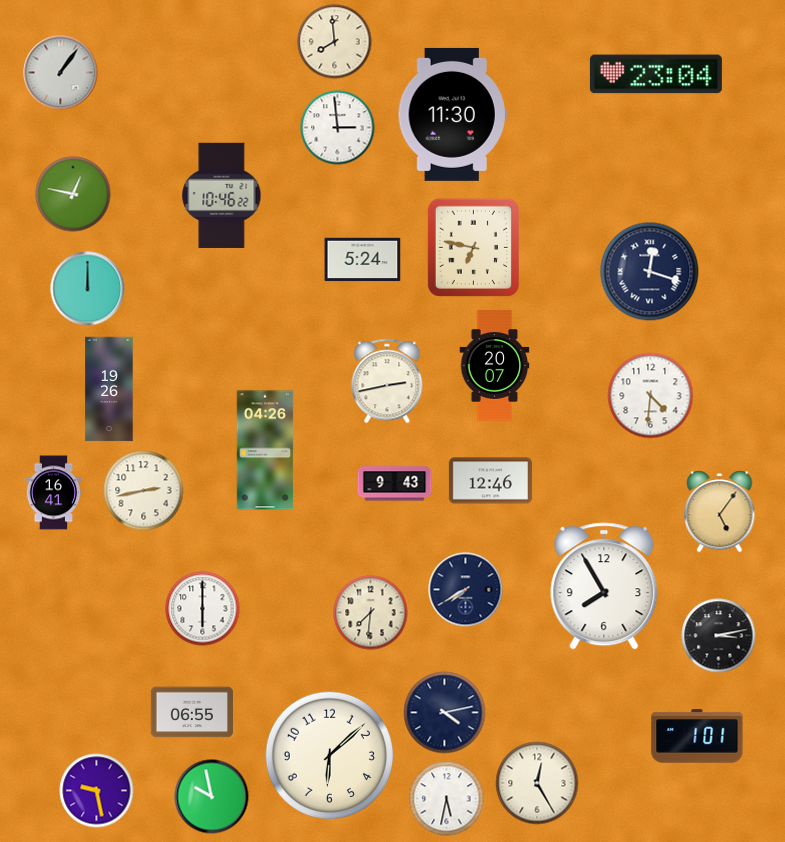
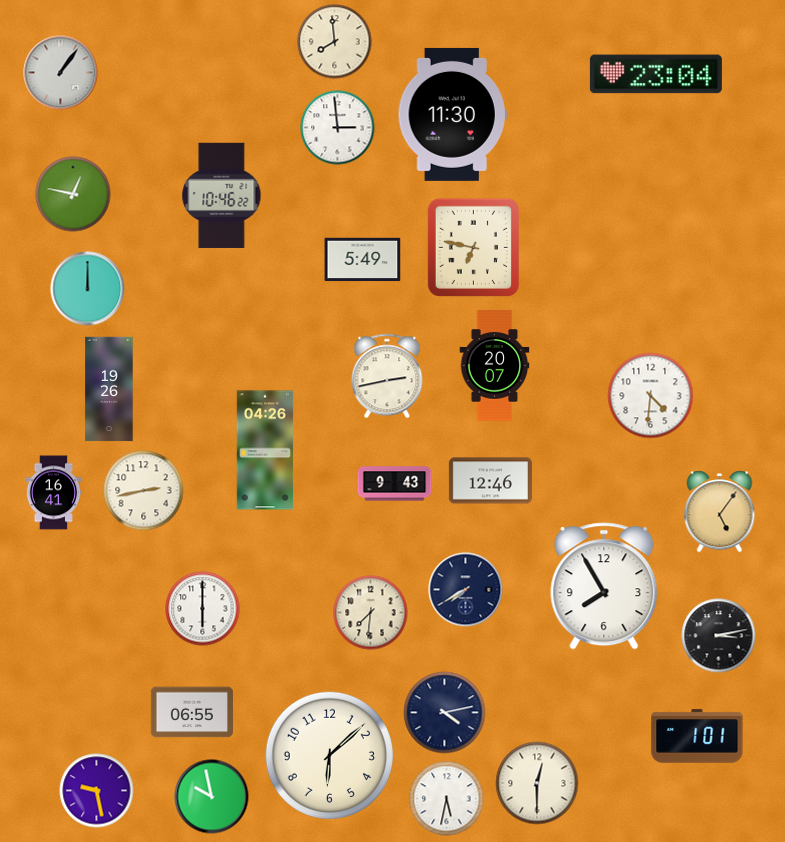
clock at (363, 260): 5:24 -> 5:49
clock at (650, 272): 12:18 -> none
clock at (387, 381) position: (387, 381) -> (387, 376)
clock at (537, 783): 12:25 -> 12:30
